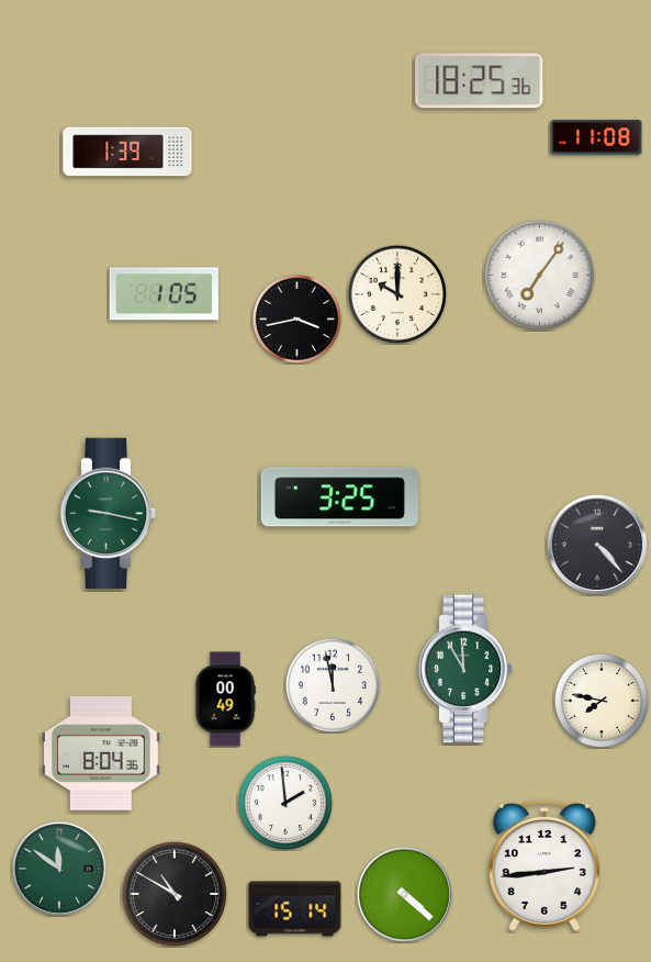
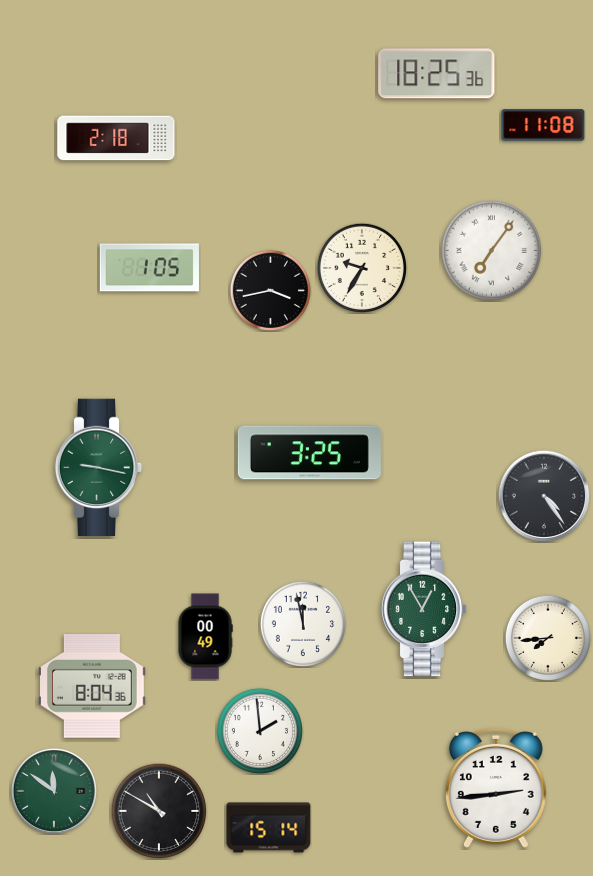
clock at (127, 152): 1:39 -> 2:18
clock at (396, 293): 10:00 -> 9:35
clock at (597, 545): 4:23 -> 4:24
clock at (465, 669): 11:55 -> 12:55
clock at (602, 701): 7:47 -> 7:44
clock at (175, 894) position: (175, 894) -> (159, 811)
clock at (404, 894): 4:22 -> none
